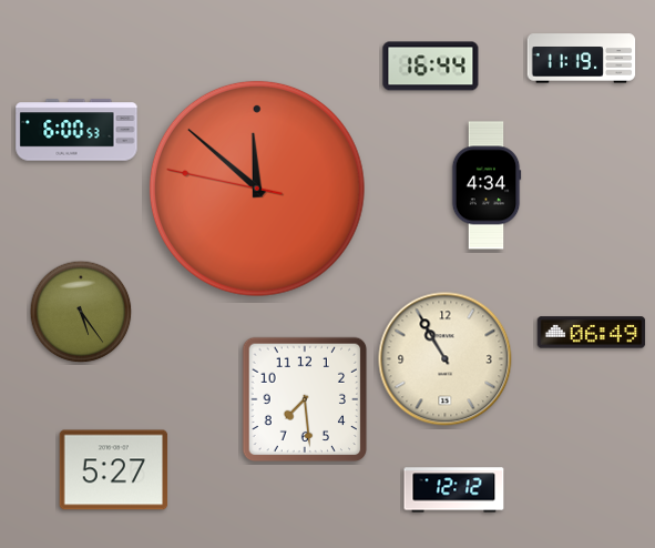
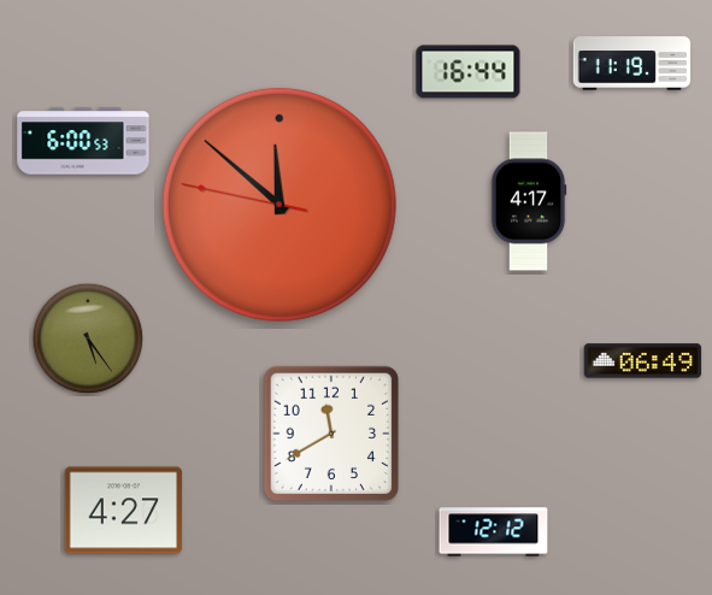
clock at (487, 185): 4:34 -> 4:17
clock at (446, 359): 10:55 -> none
clock at (305, 399): 7:29 -> 11:40
clock at (114, 470): 5:27 -> 4:27
